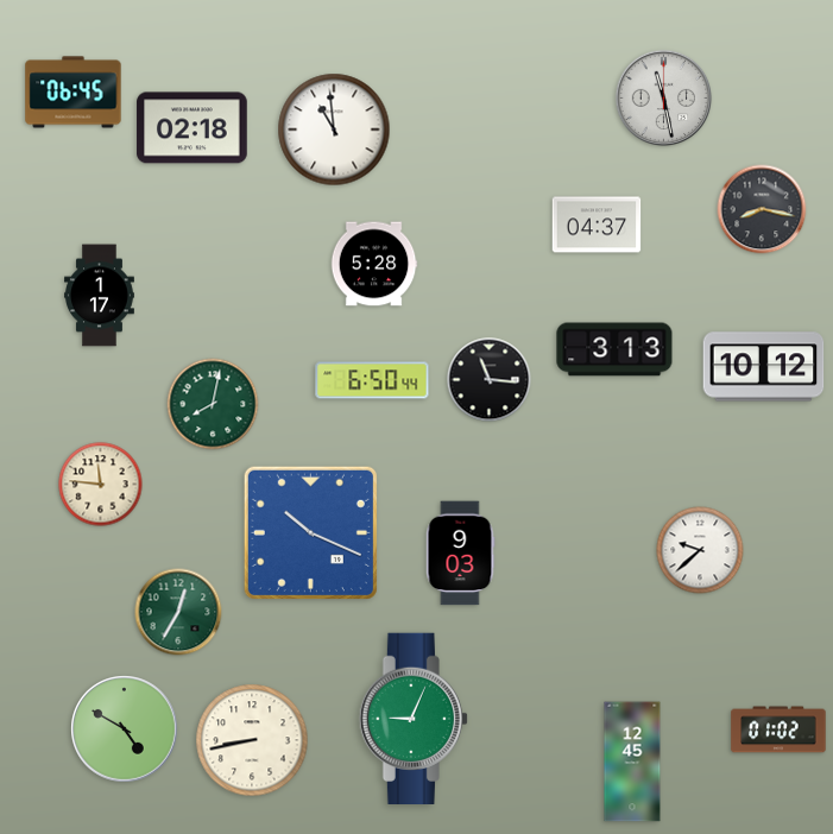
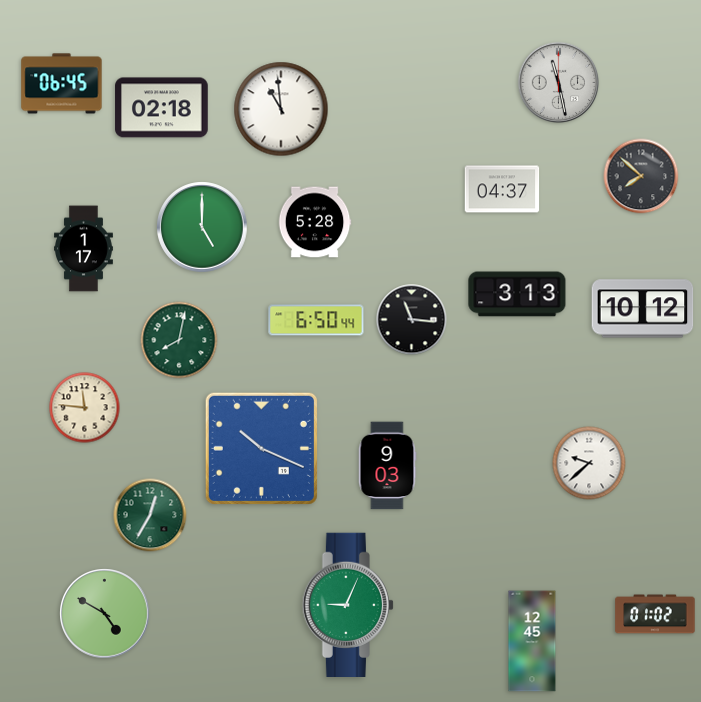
clock at (74, 93) position: (74, 93) -> (62, 84)
clock at (762, 209): 8:17 -> 7:52
clock at (202, 227): none -> 5:00
clock at (372, 380) position: (372, 380) -> (316, 320)
clock at (252, 740): 8:43 -> none
